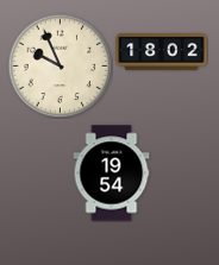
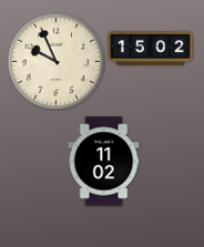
clock at (162, 52): 18:02 -> 15:02
clock at (112, 173): 19:54 -> 11:02
